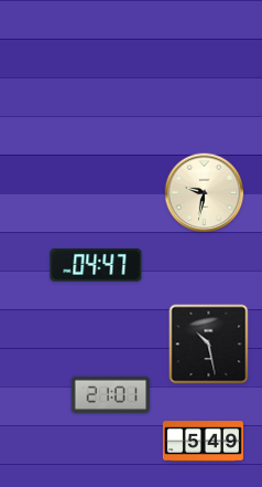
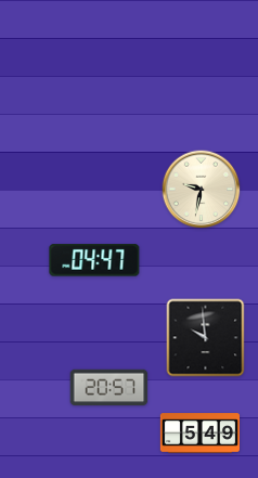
clock at (209, 345): 10:28 -> 9:59
clock at (111, 395): 21:01 -> 20:57
